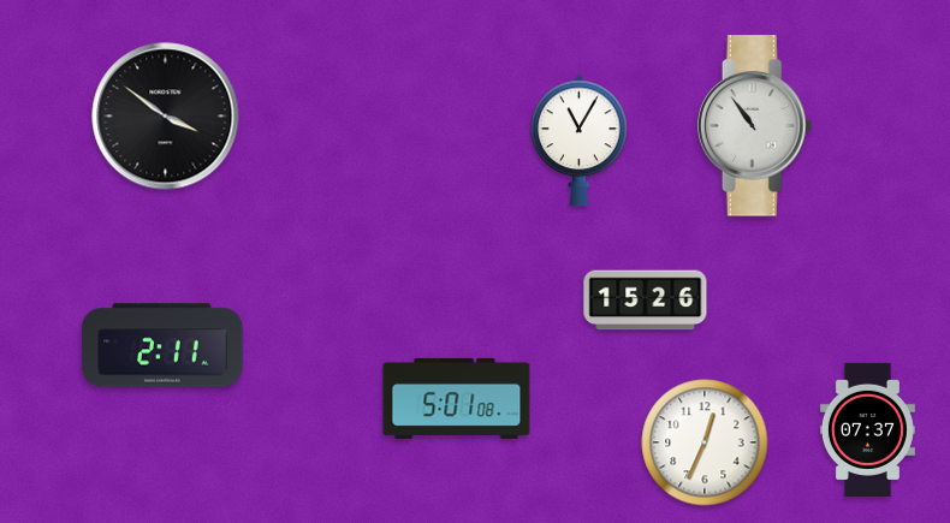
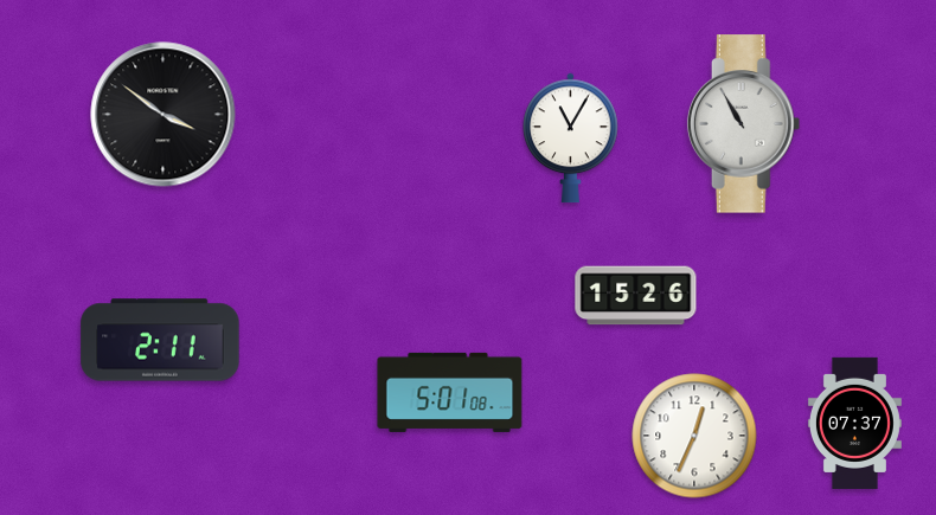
clock at (755, 126): 10:54 -> 10:55
